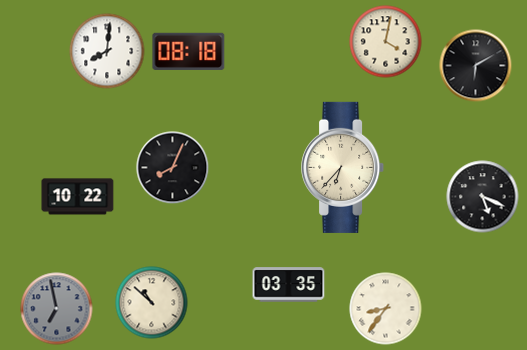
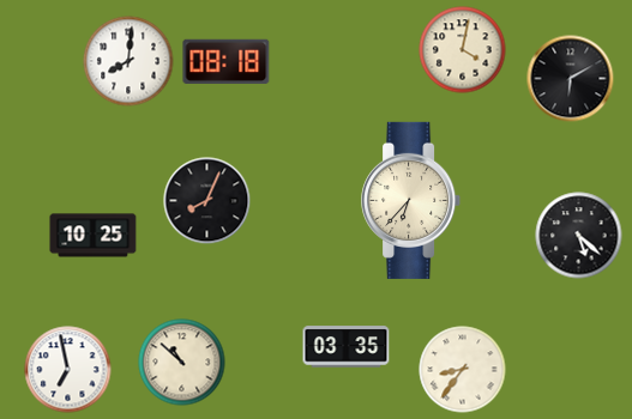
clock at (78, 197): 10:22 -> 10:25
clock at (483, 197): 5:19 -> 5:22
clock at (289, 285) position: (289, 285) -> (347, 347)
clock at (57, 309) dial: grey -> white
